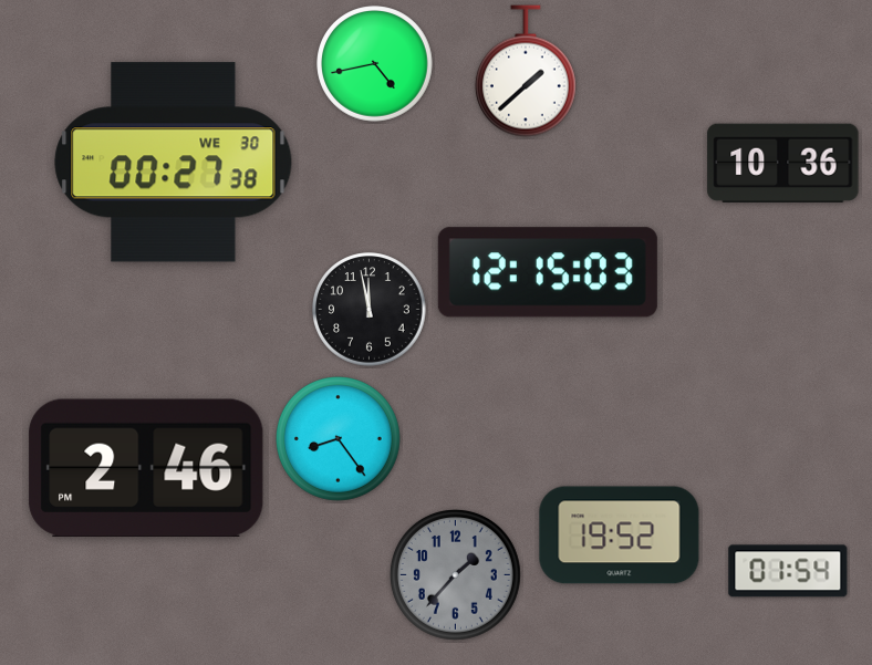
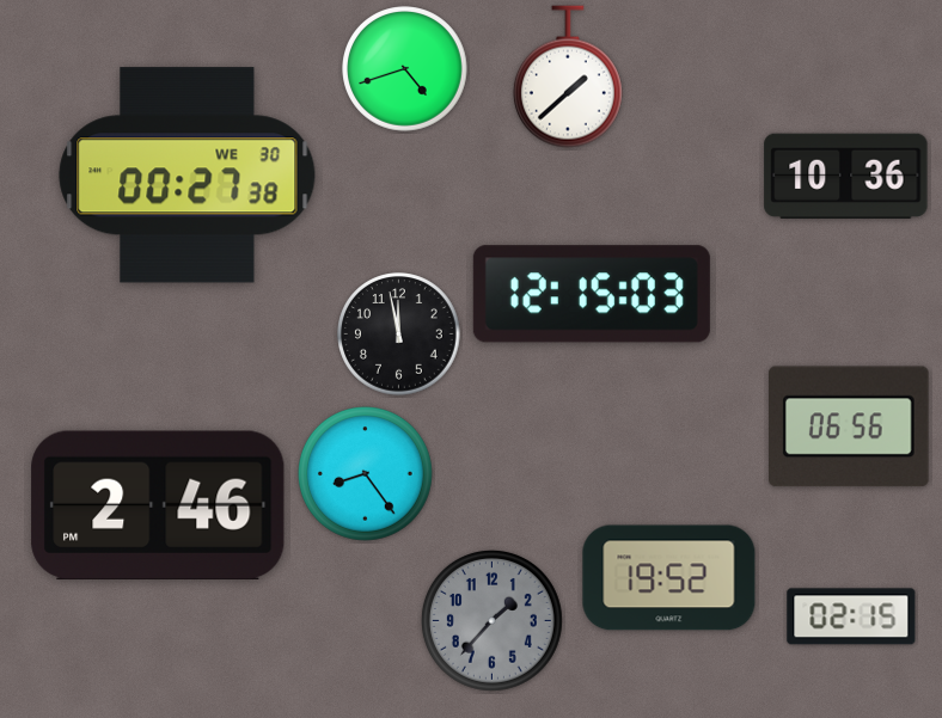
clock at (375, 64): 4:43 -> 4:42
clock at (850, 426): none -> 06:56
clock at (788, 571): 01:54 -> 02:15
